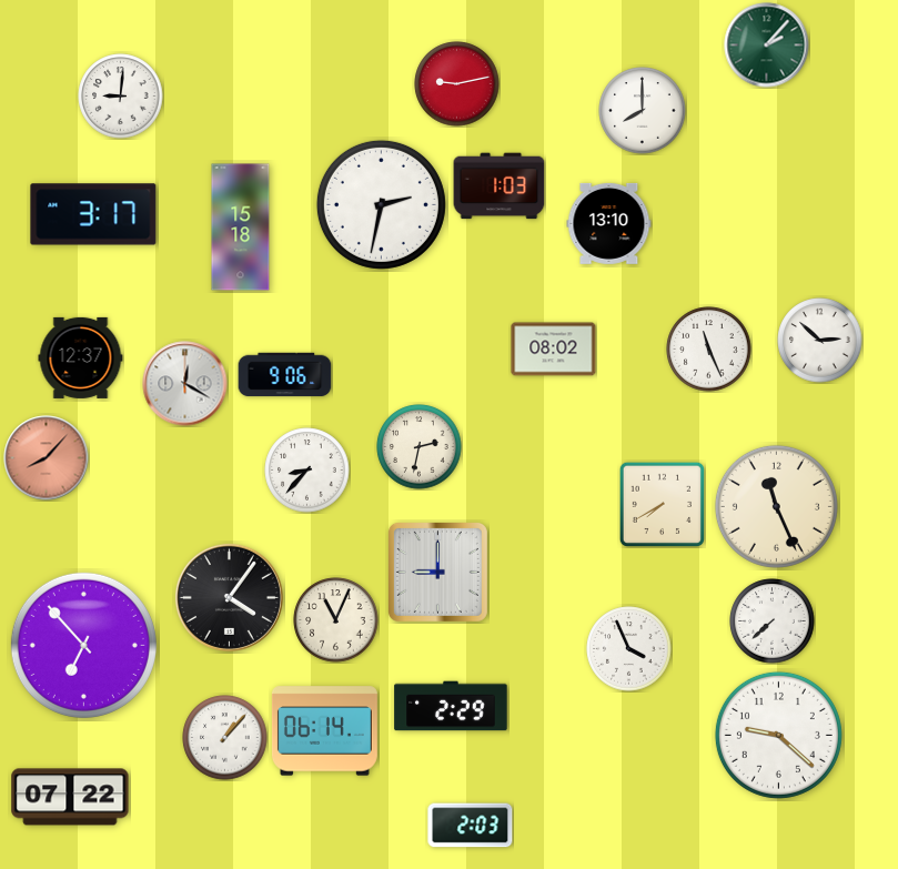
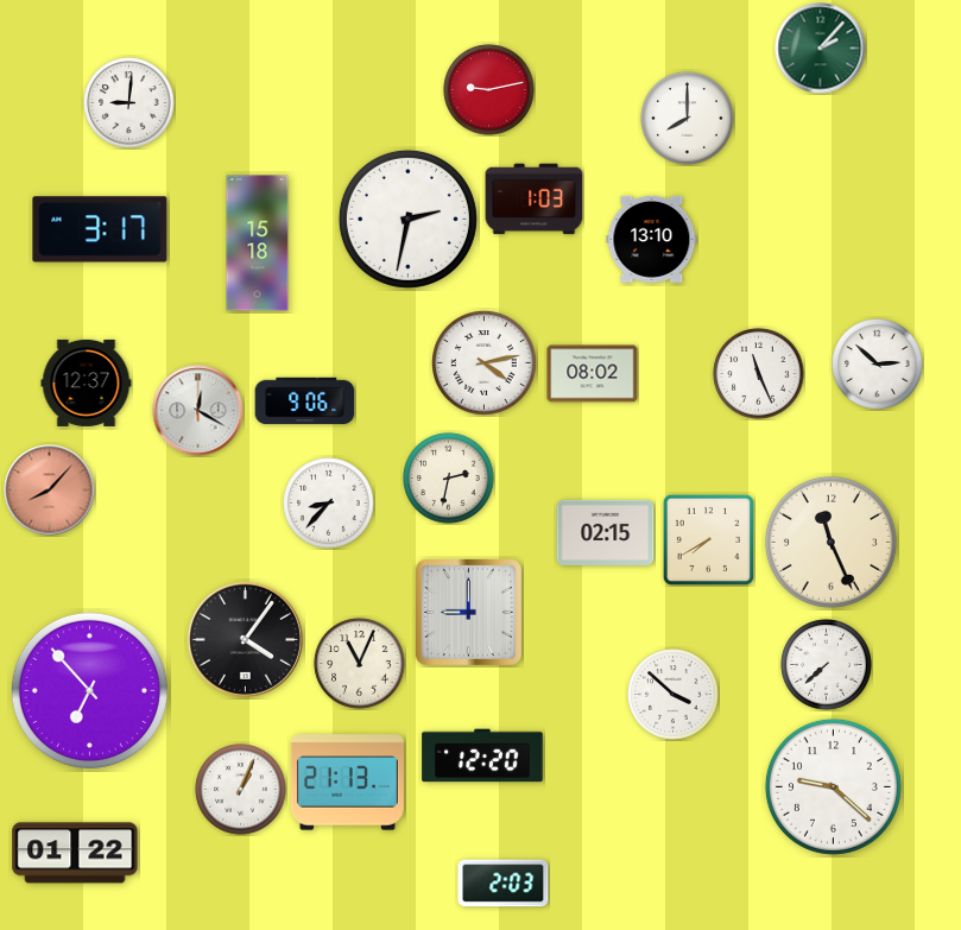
clock at (485, 363): none -> 4:13
clock at (606, 532): none -> 02:15
clock at (629, 649): 3:56 -> 3:52
clock at (451, 706): 2:29 -> 12:20
clock at (324, 731): 06:14 -> 21:13
clock at (225, 738): 1:07 -> 1:04
clock at (70, 797): 07:22 -> 01:22
